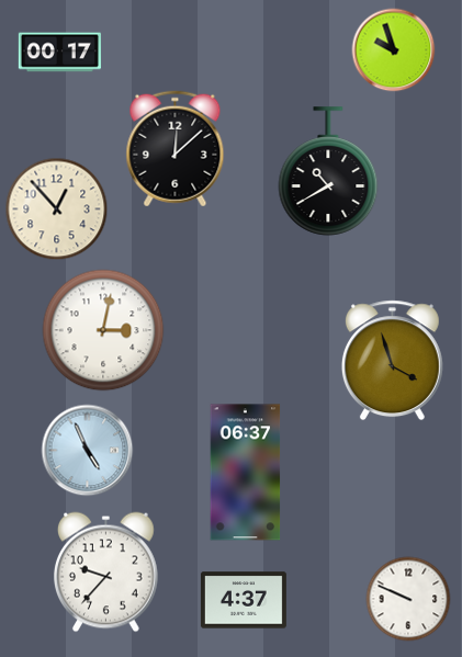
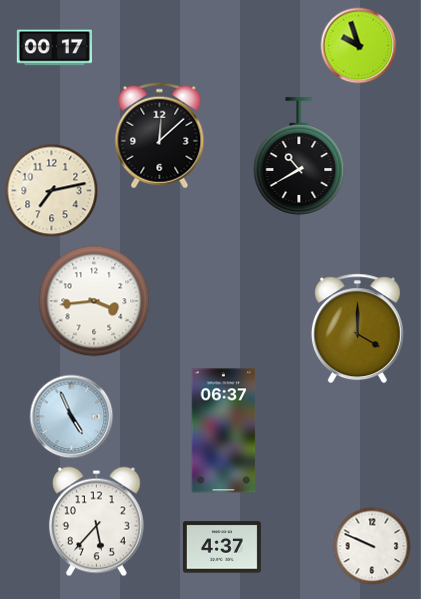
clock at (57, 209): 12:53 -> 7:13
clock at (103, 330): 3:02 -> 3:44
clock at (392, 361): 3:57 -> 4:00
clock at (88, 451) position: (88, 451) -> (72, 417)
clock at (105, 573): 9:37 -> 5:37
